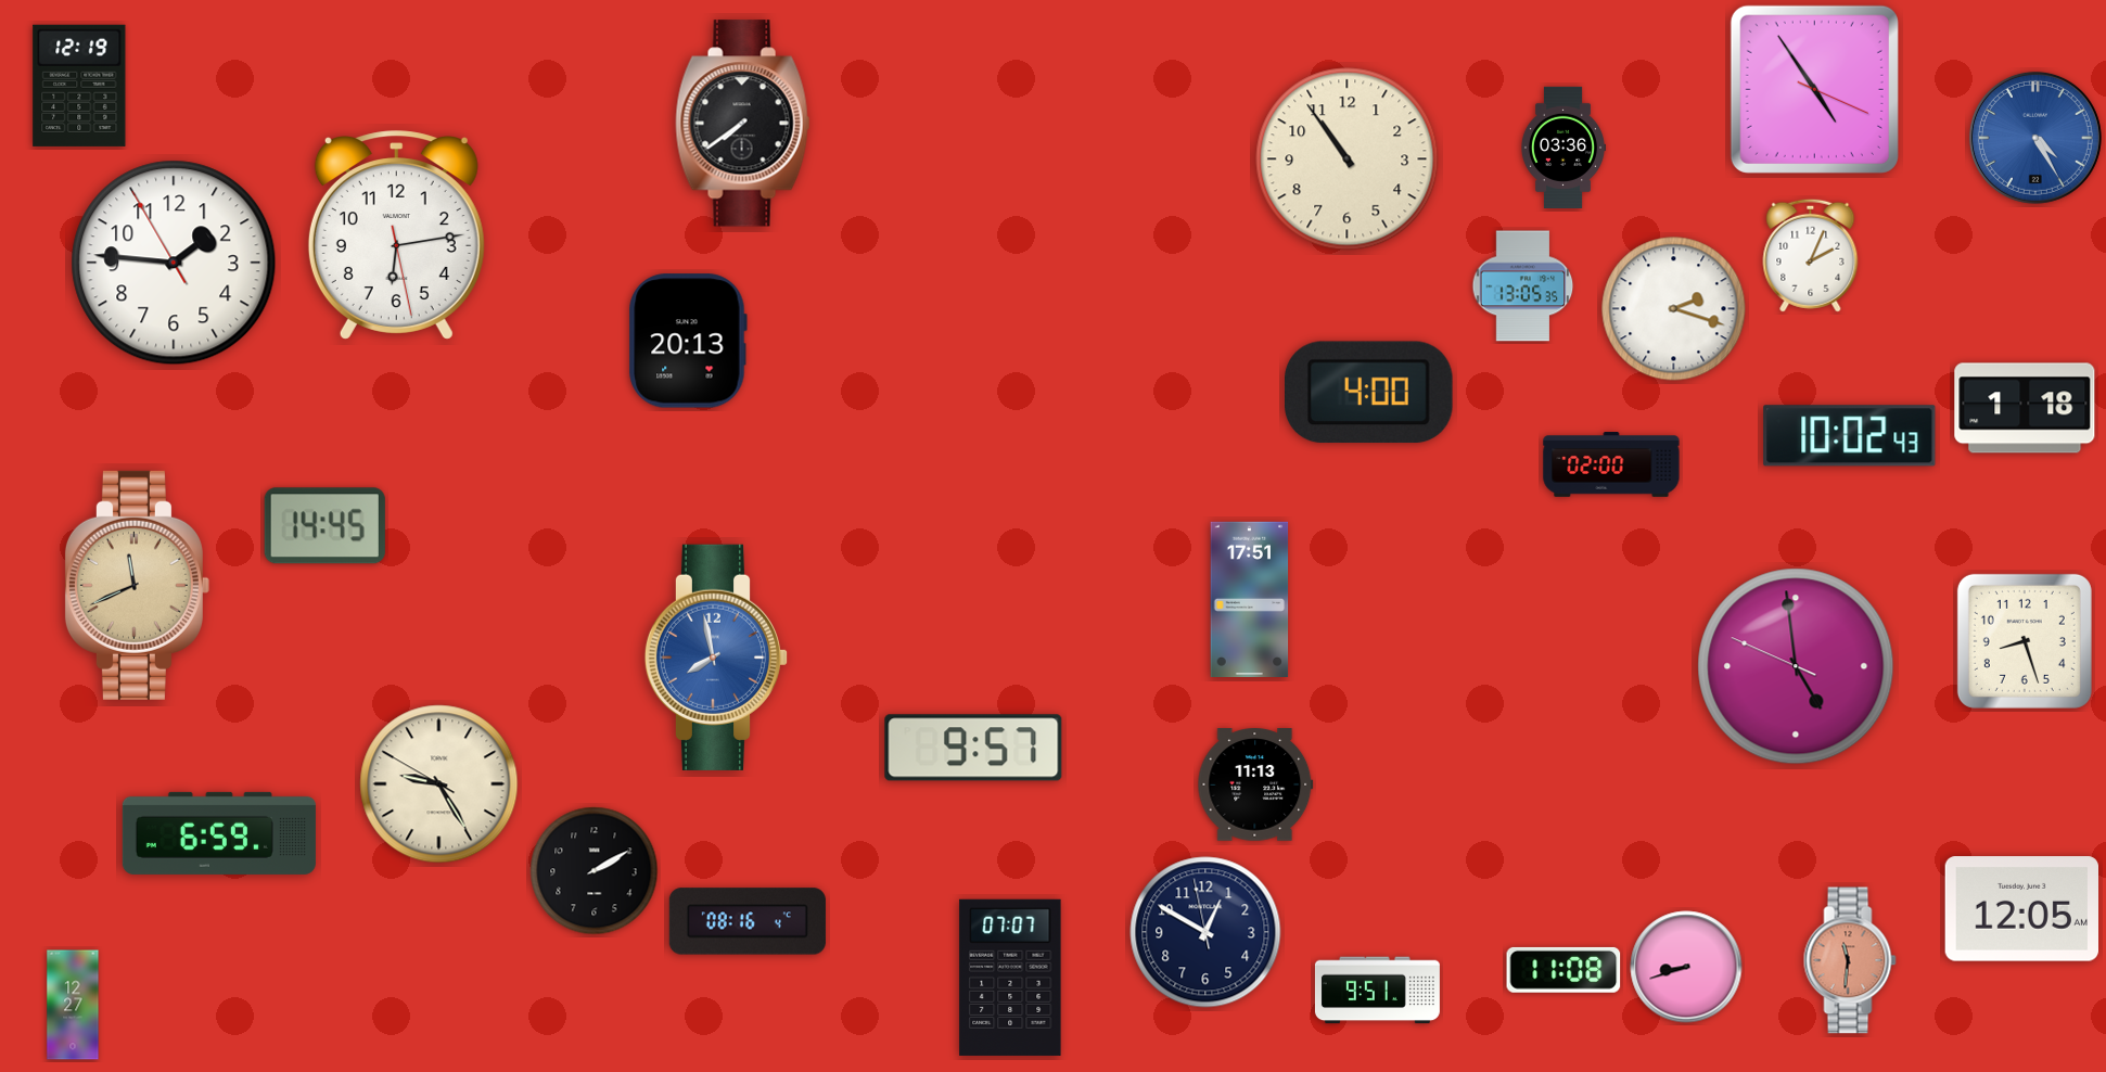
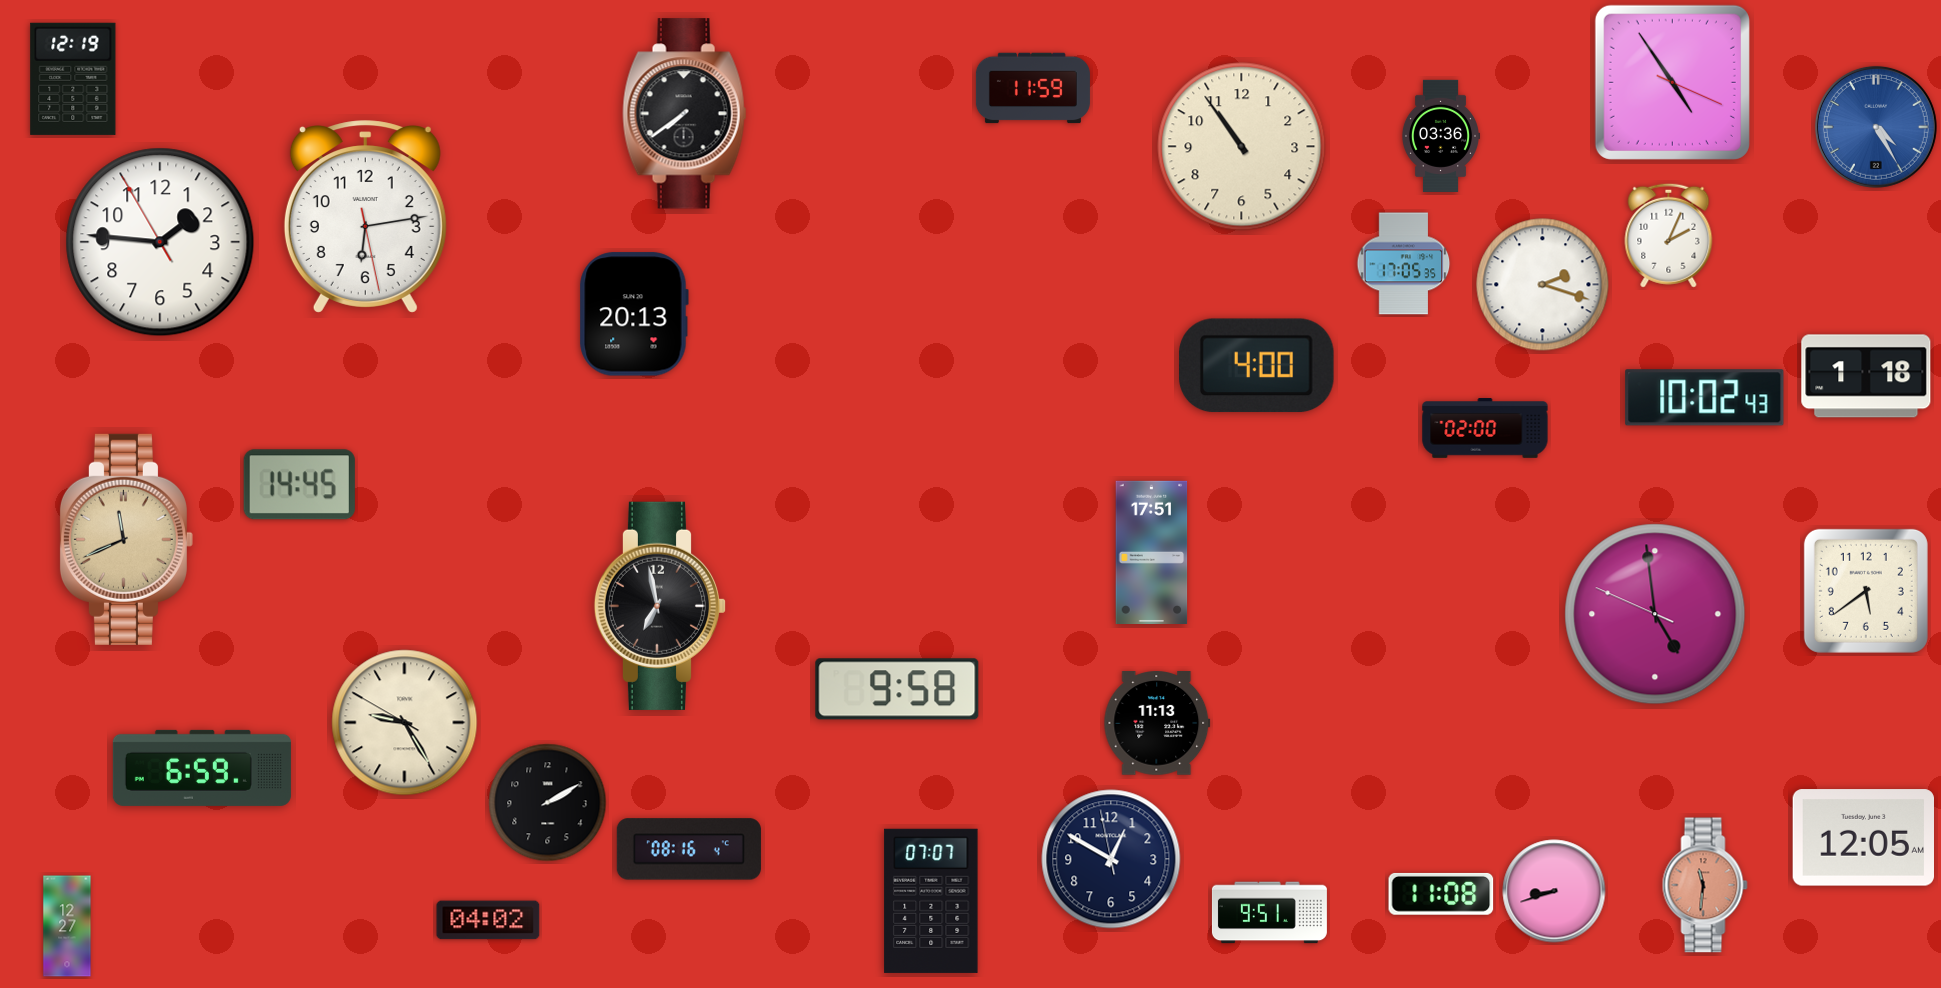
clock at (1033, 88): none -> 11:59
clock at (1523, 286): 13:05 -> 17:05
clock at (1369, 393) position: (1369, 393) -> (1257, 366)
clock at (1850, 436) position: (1850, 436) -> (1705, 398)
clock at (2025, 641): 8:27 -> 5:39
clock at (716, 658): 7:58 -> 6:58
clock at (716, 658) dial: blue -> black
clock at (973, 748): 9:57 -> 9:58
clock at (488, 920): none -> 04:02
